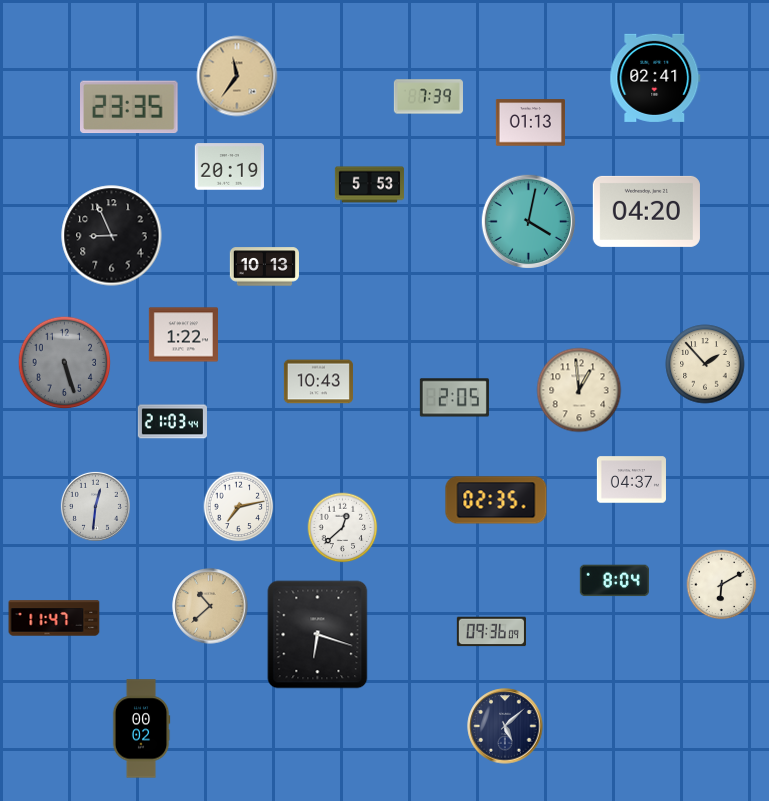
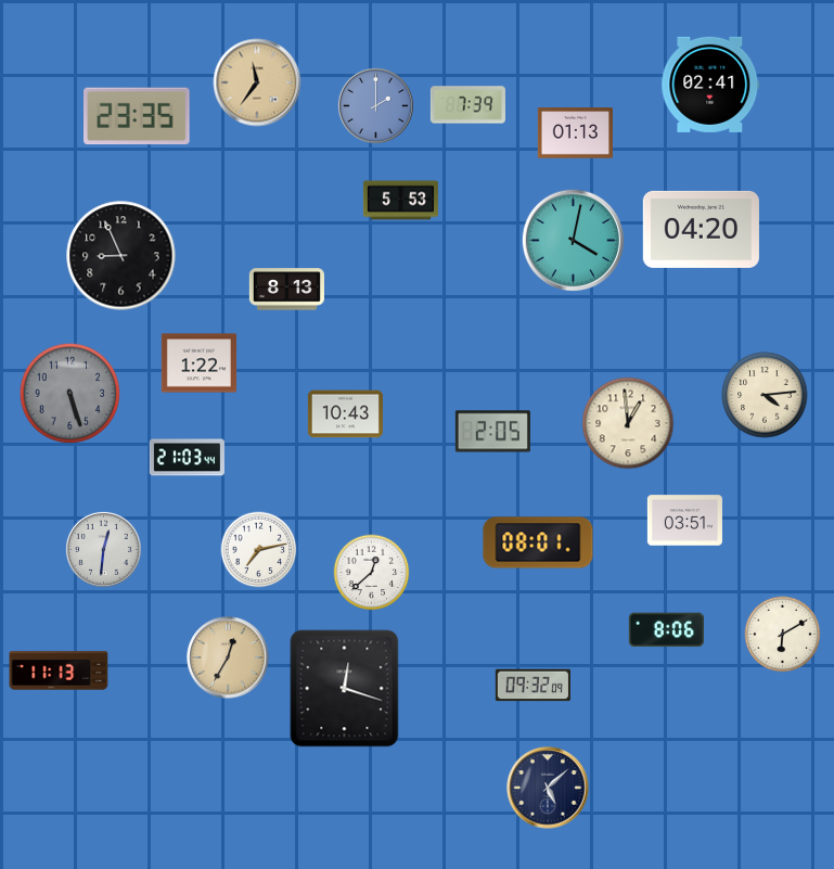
clock at (375, 105): none -> 2:00
clock at (428, 97) position: (428, 97) -> (467, 105)
clock at (129, 107) position: (129, 107) -> (137, 116)
clock at (229, 167): 20:19 -> none
clock at (264, 267): 10:13 -> 8:13
clock at (705, 364): 1:53 -> 4:14
clock at (631, 480): 04:37 -> 03:51
clock at (496, 500): 02:35 -> 08:01
clock at (614, 581): 8:04 -> 8:06
clock at (210, 606): 10:38 -> 12:35
clock at (54, 618): 11:47 -> 11:13
clock at (491, 632): 09:36 -> 09:32
clock at (318, 635): 6:18 -> 12:18
clock at (141, 729): 00:02 -> none
